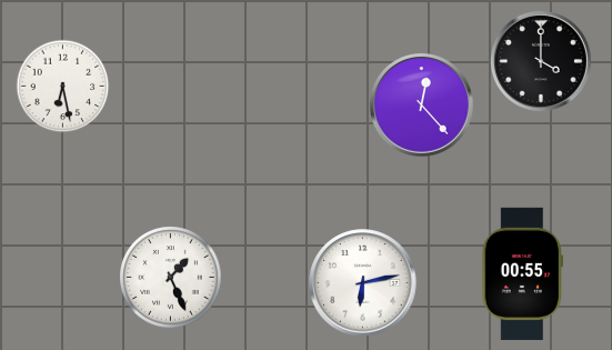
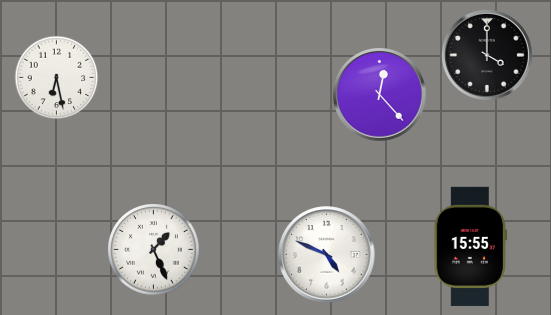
clock at (522, 273): 00:55 -> 15:55
clock at (363, 283): 6:13 -> 4:49
